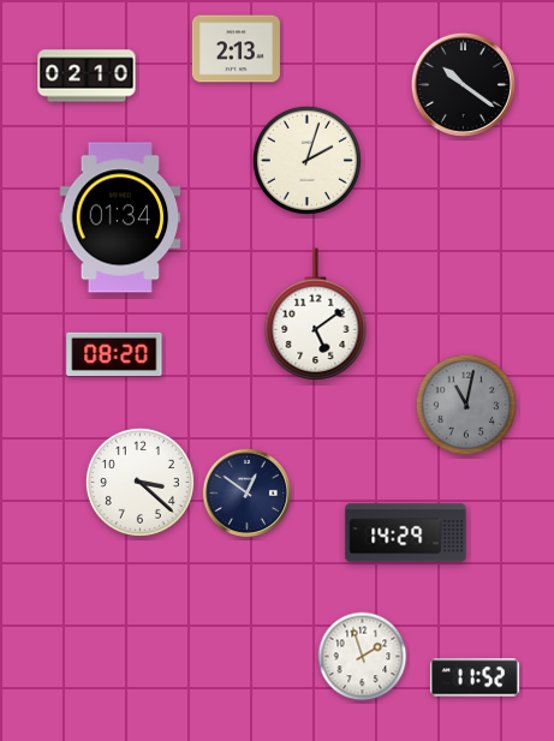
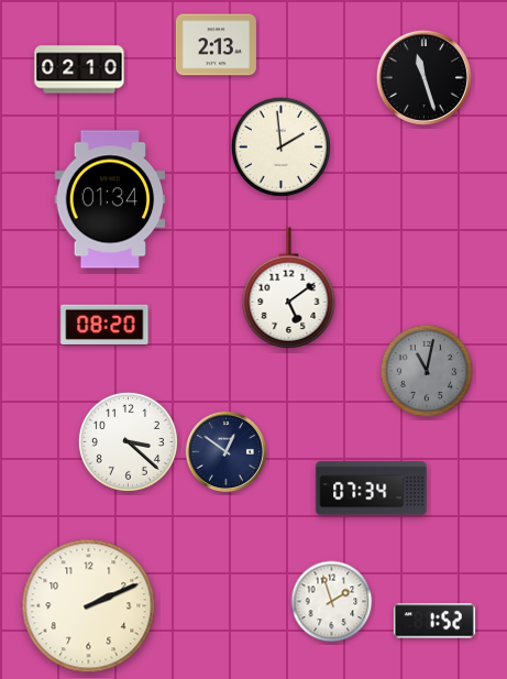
clock at (463, 84): 10:21 -> 11:27
clock at (306, 160): 2:03 -> 1:59
clock at (406, 533): 14:29 -> 07:34
clock at (89, 606): none -> 2:11
clock at (475, 677): 11:52 -> 1:52
